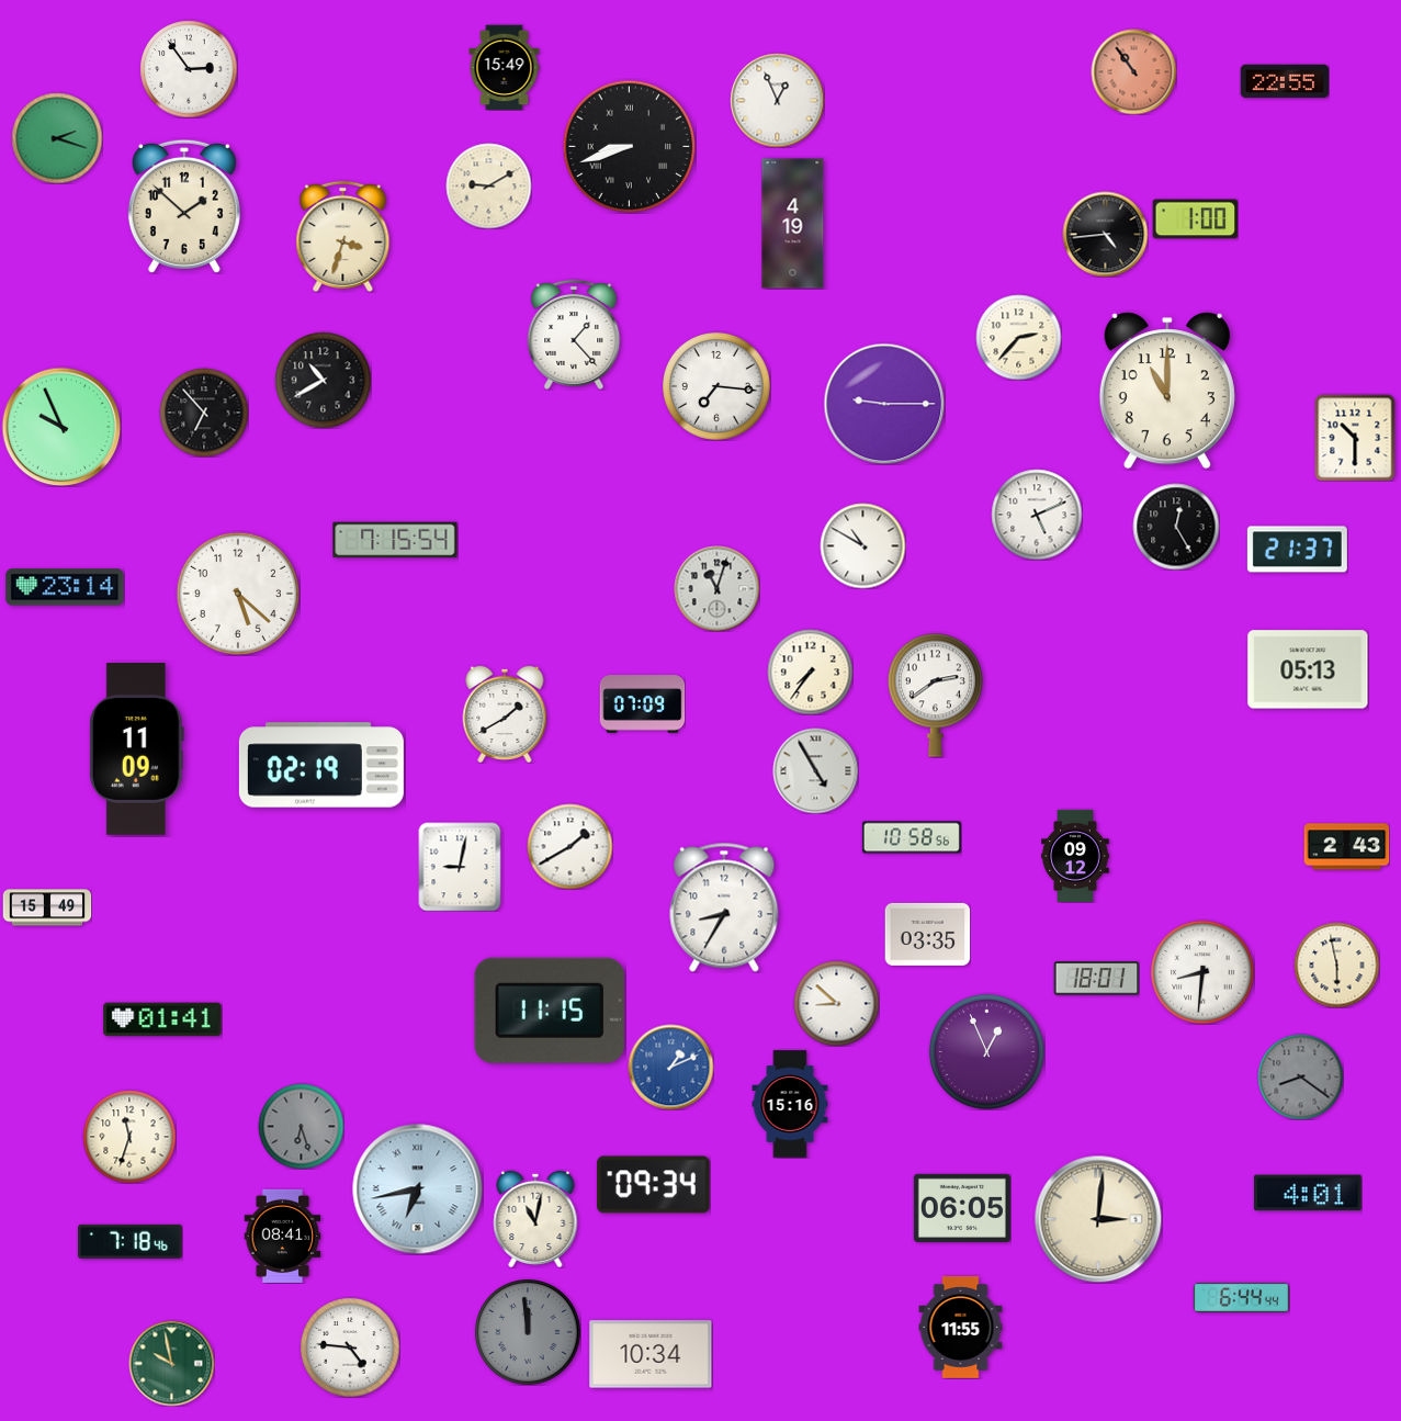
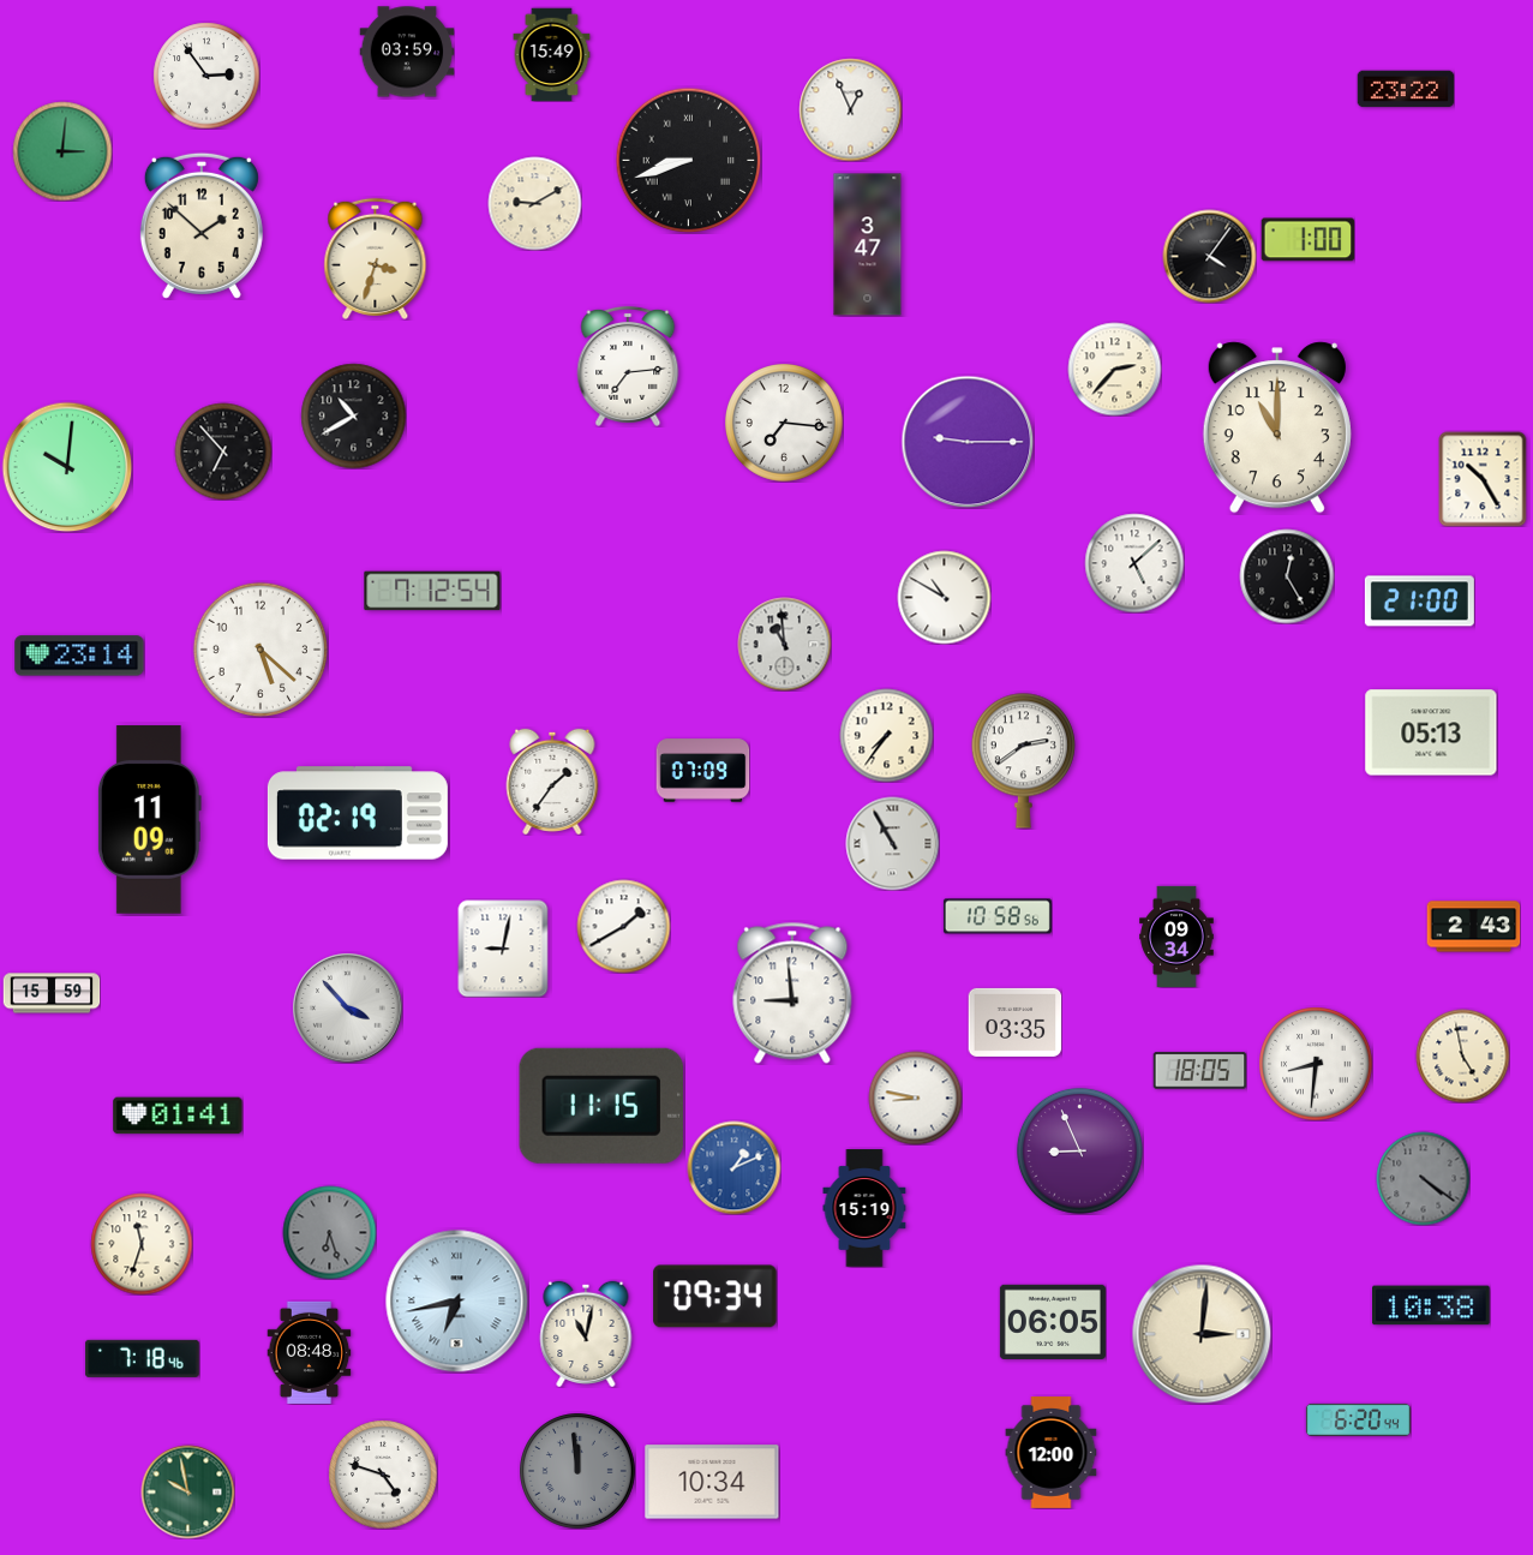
clock at (407, 52): none -> 03:59
clock at (505, 67) position: (505, 67) -> (552, 54)
clock at (1133, 71): 10:54 -> none
clock at (1285, 81): 22:55 -> 23:22
clock at (57, 138): 2:18 -> 3:01
clock at (793, 224): 4:19 -> 3:47
clock at (1105, 234): 4:44 -> 4:06
clock at (574, 335): 1:23 -> 7:14
clock at (61, 427): 9:56 -> 10:01
clock at (1355, 438): 10:30 -> 10:25
clock at (1037, 515): 5:11 -> 5:08
clock at (395, 540): 7:15 -> 7:12
clock at (1297, 550): 21:37 -> 21:00
clock at (65, 587) position: (65, 587) -> (79, 656)
clock at (716, 588): 11:03 -> 10:59
clock at (505, 713): 1:40 -> 1:36
clock at (321, 765) position: (321, 765) -> (358, 813)
clock at (815, 770): 4:55 -> 10:55
clock at (1075, 855): 09:12 -> 09:34
clock at (47, 907): 15:49 -> 15:59
clock at (724, 907): 8:35 -> 8:59
clock at (347, 1007): none -> 3:53
clock at (1336, 965): 5:58 -> 4:58
clock at (1096, 979): 18:01 -> 18:05
clock at (836, 1003): 8:52 -> 8:47
clock at (986, 1051): 12:56 -> 8:56
clock at (1300, 1076): 8:21 -> 4:21
clock at (790, 1104): 15:16 -> 15:19
clock at (1308, 1193): 4:01 -> 10:38
clock at (283, 1236): 08:41 -> 08:48
clock at (1241, 1297): 6:44 -> 6:20
clock at (961, 1328): 11:55 -> 12:00
clock at (528, 1332) position: (528, 1332) -> (577, 1471)
clock at (350, 1347): 4:46 -> 4:48
